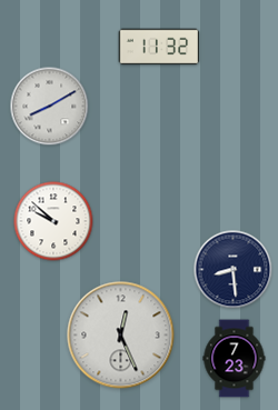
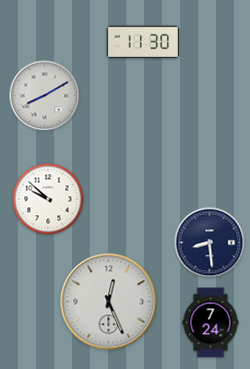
clock at (159, 47): 11:32 -> 11:30
clock at (235, 359): 7:23 -> 7:24
